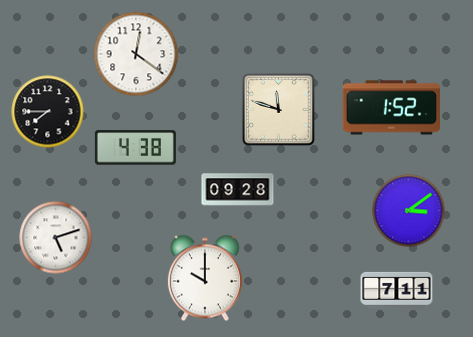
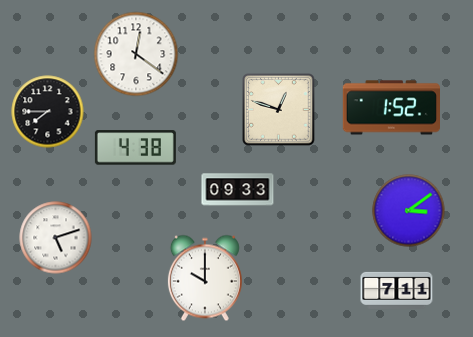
clock at (279, 110): 11:48 -> 12:48
clock at (238, 190): 09:28 -> 09:33
